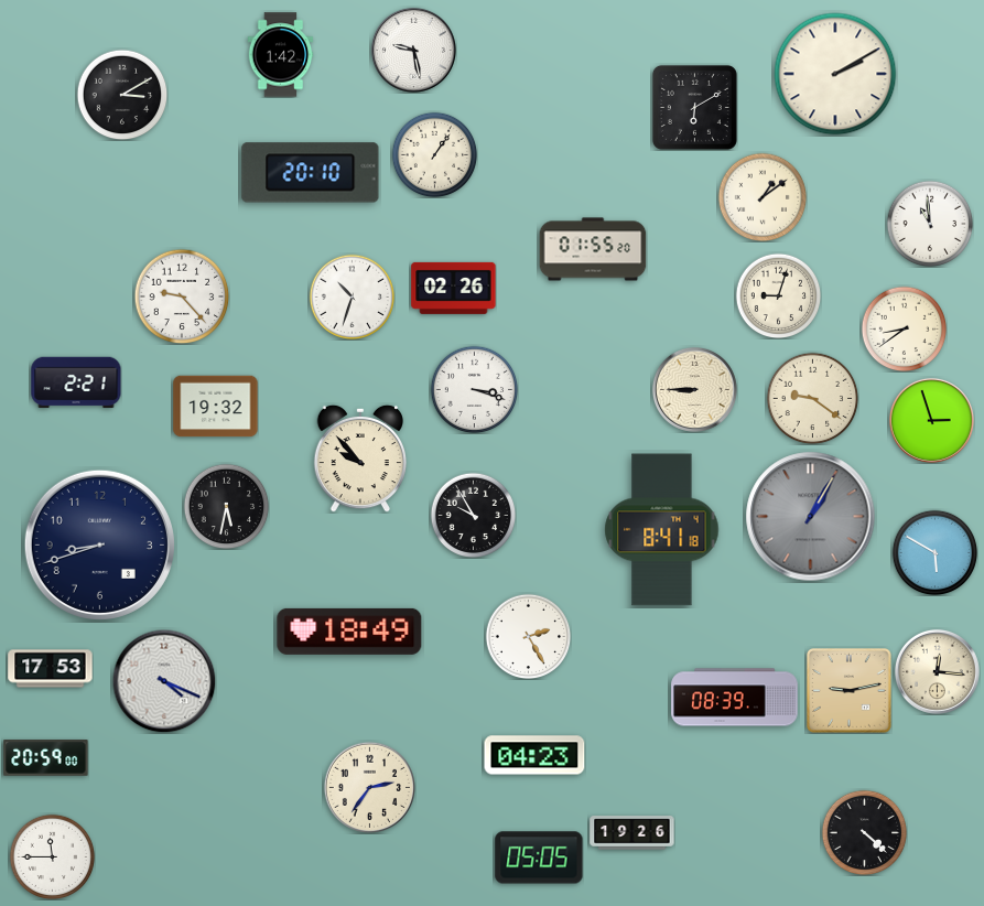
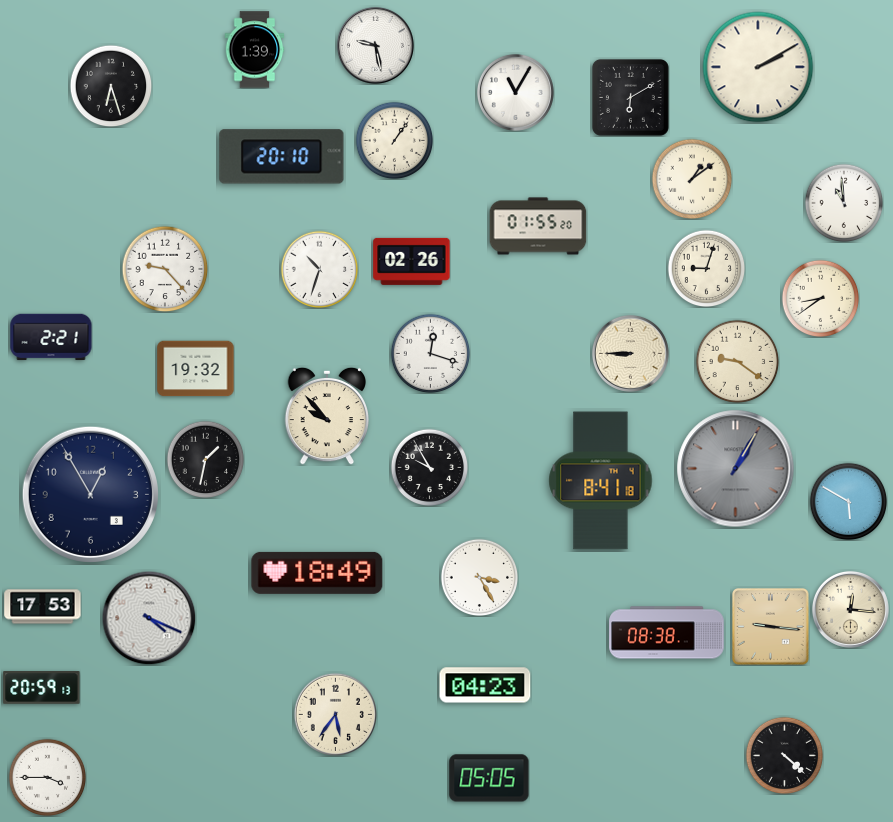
clock at (281, 55): 1:42 -> 1:39
clock at (122, 95): 3:10 -> 6:27
clock at (515, 92): none -> 11:05
clock at (76, 382) position: (76, 382) -> (51, 337)
clock at (474, 389): 3:18 -> 12:18
clock at (931, 420): 2:57 -> none
clock at (226, 506): 5:32 -> 1:32
clock at (99, 544): 8:42 -> 12:55
clock at (528, 636): 2:25 -> 3:25
clock at (51, 669) position: (51, 669) -> (43, 607)
clock at (850, 691): 9:13 -> 9:16
clock at (735, 698): 08:39 -> 08:38
clock at (46, 758): 20:59:00 -> 20:59:13
clock at (369, 787): 2:36 -> 5:36
clock at (632, 833): 19:26 -> none
clock at (52, 856): 11:45 -> 3:45
